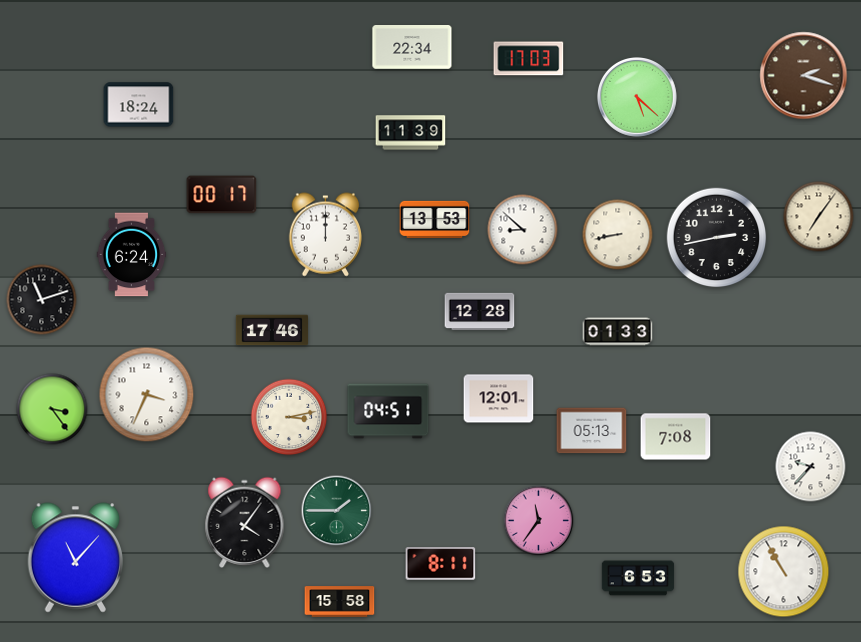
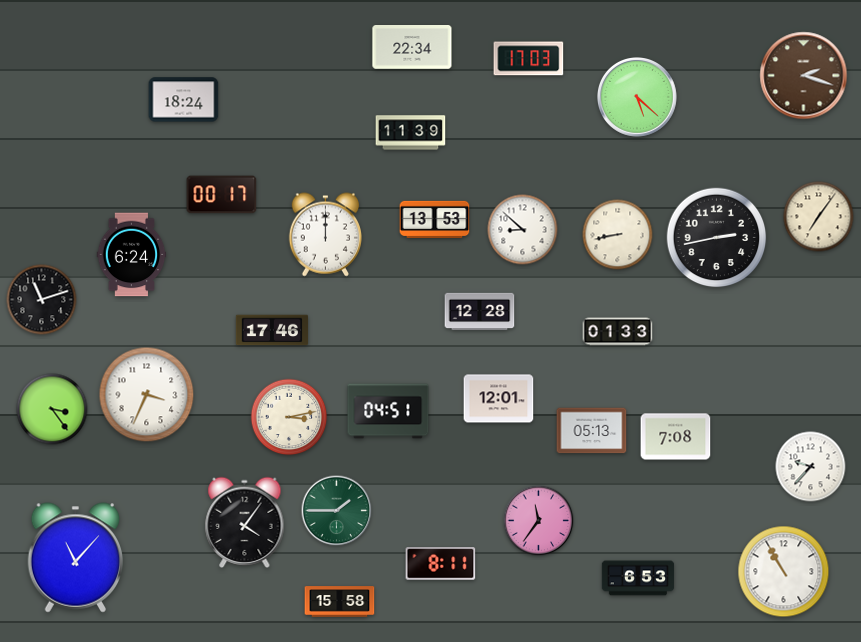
clock at (139, 105) position: (139, 105) -> (184, 100)
